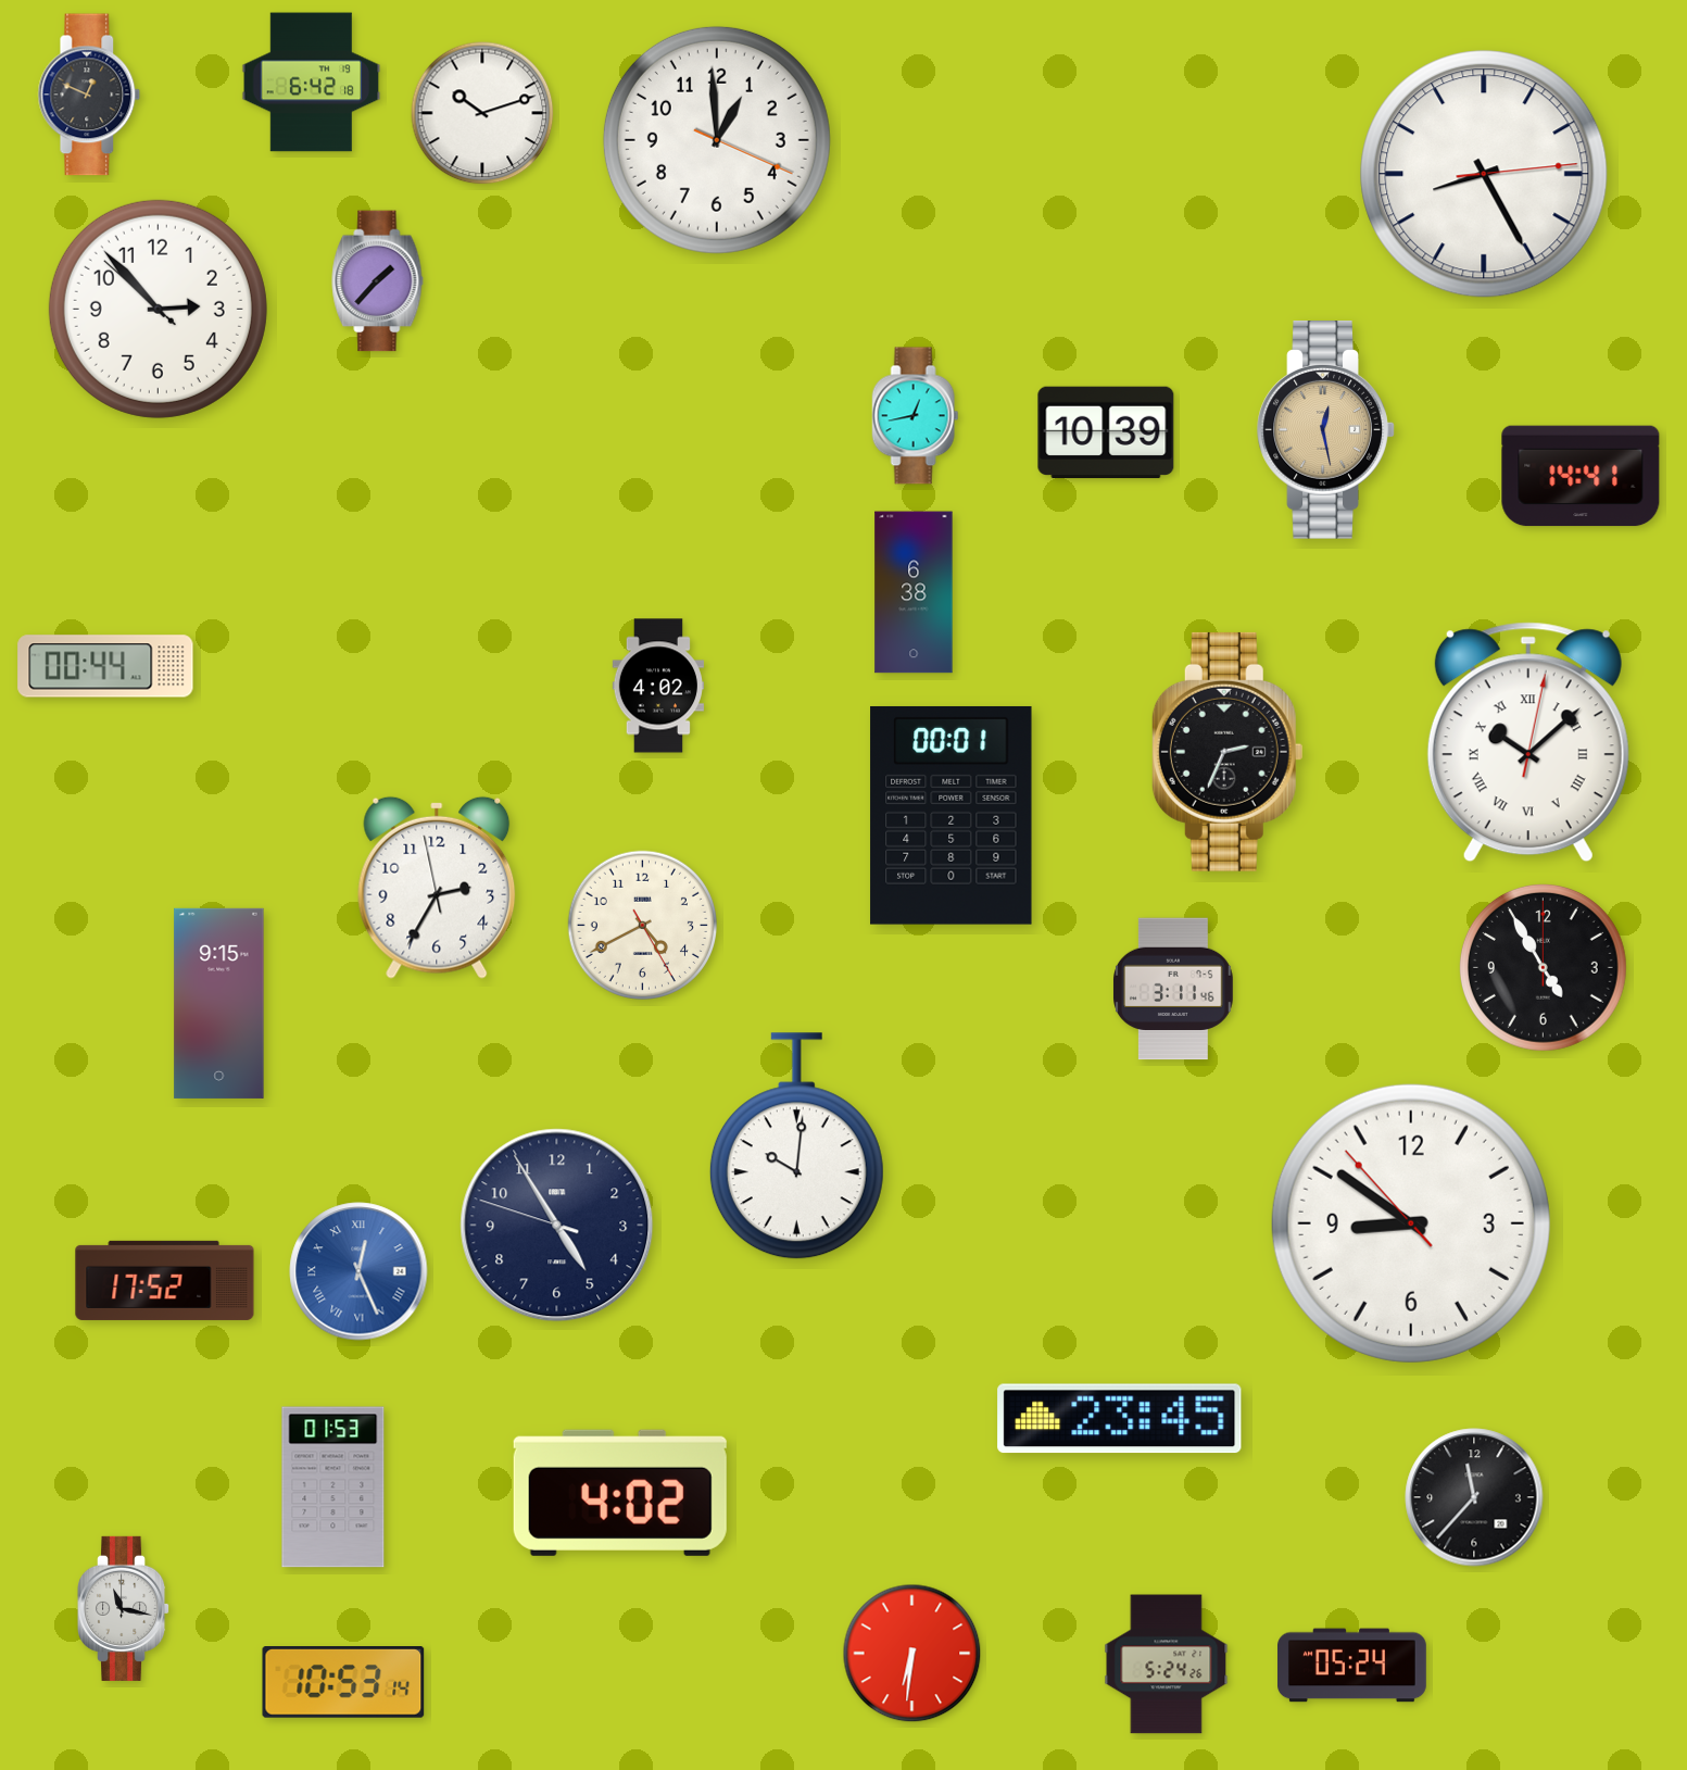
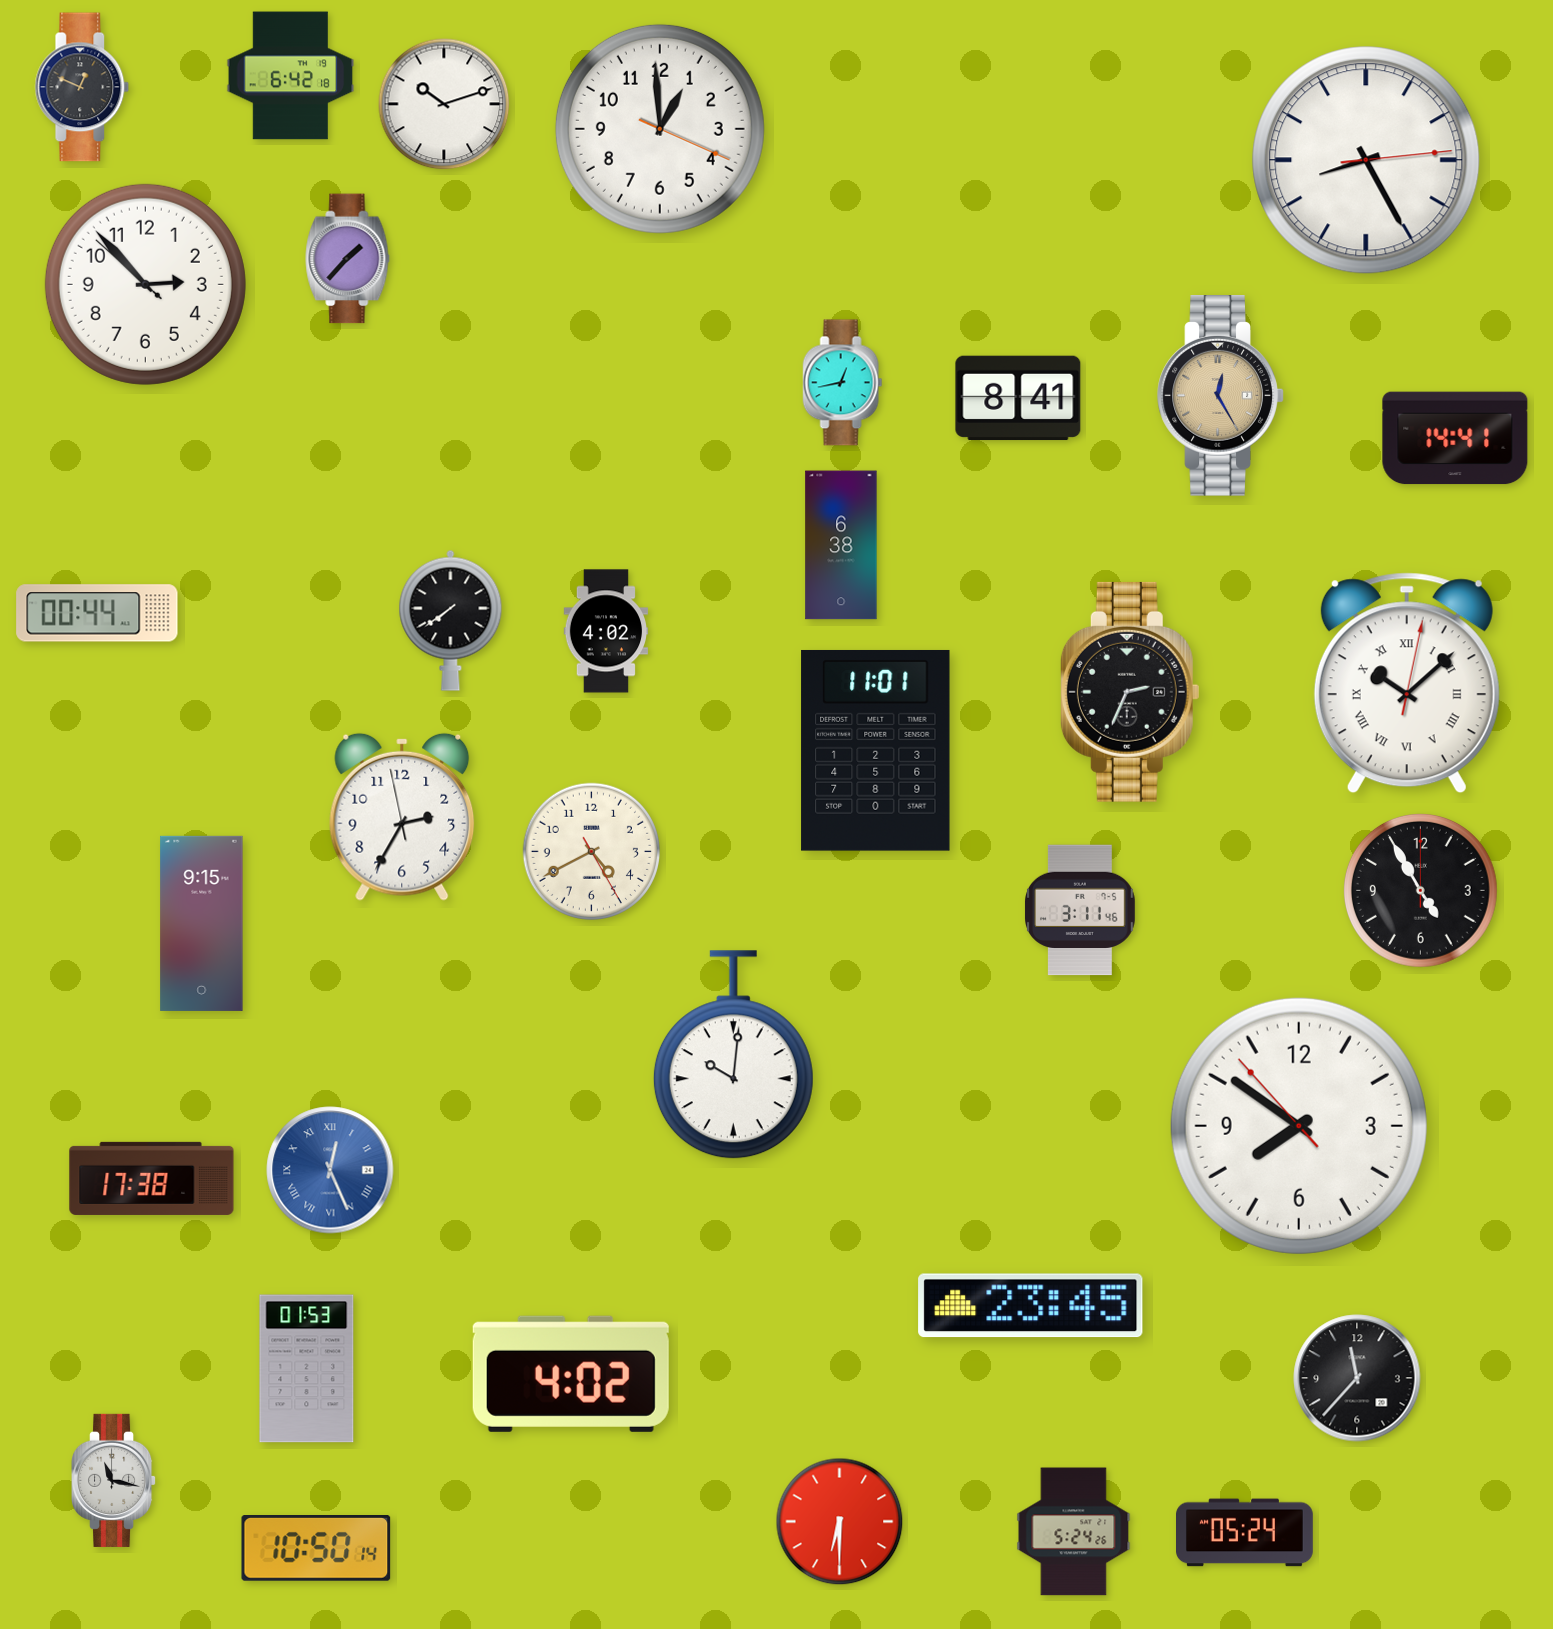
clock at (312, 83) position: (312, 83) -> (291, 76)
clock at (1326, 430): 12:28 -> 12:25
clock at (1106, 432): 10:39 -> 8:41
clock at (451, 620): none -> 7:39
clock at (952, 815): 00:01 -> 11:01
clock at (1411, 1223): 8:50 -> 7:50
clock at (557, 1226): 4:54 -> none
clock at (165, 1280): 17:52 -> 17:38
clock at (912, 1654): 6:31 -> 6:30
clock at (343, 1683): 10:53 -> 10:50
